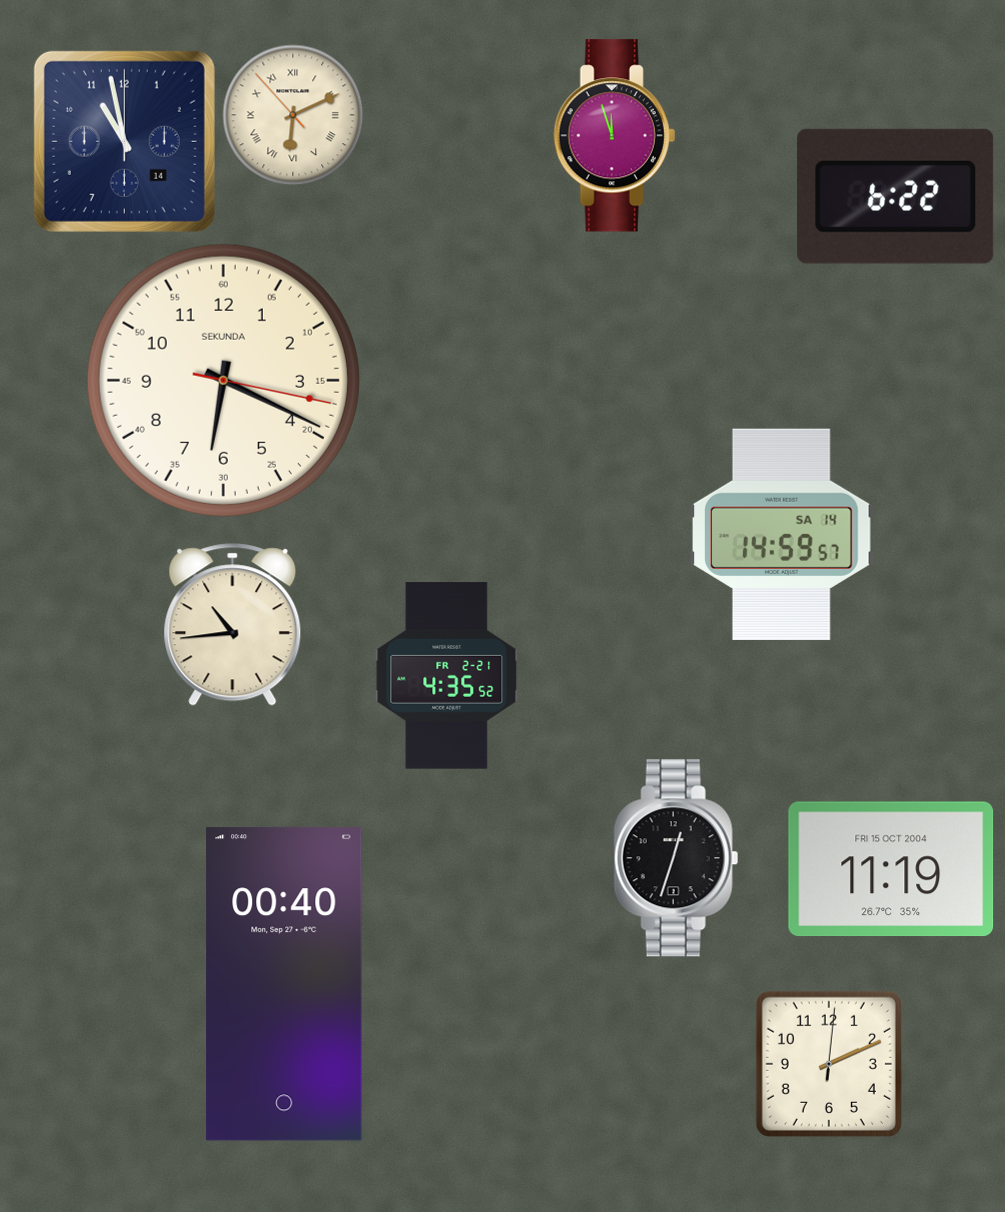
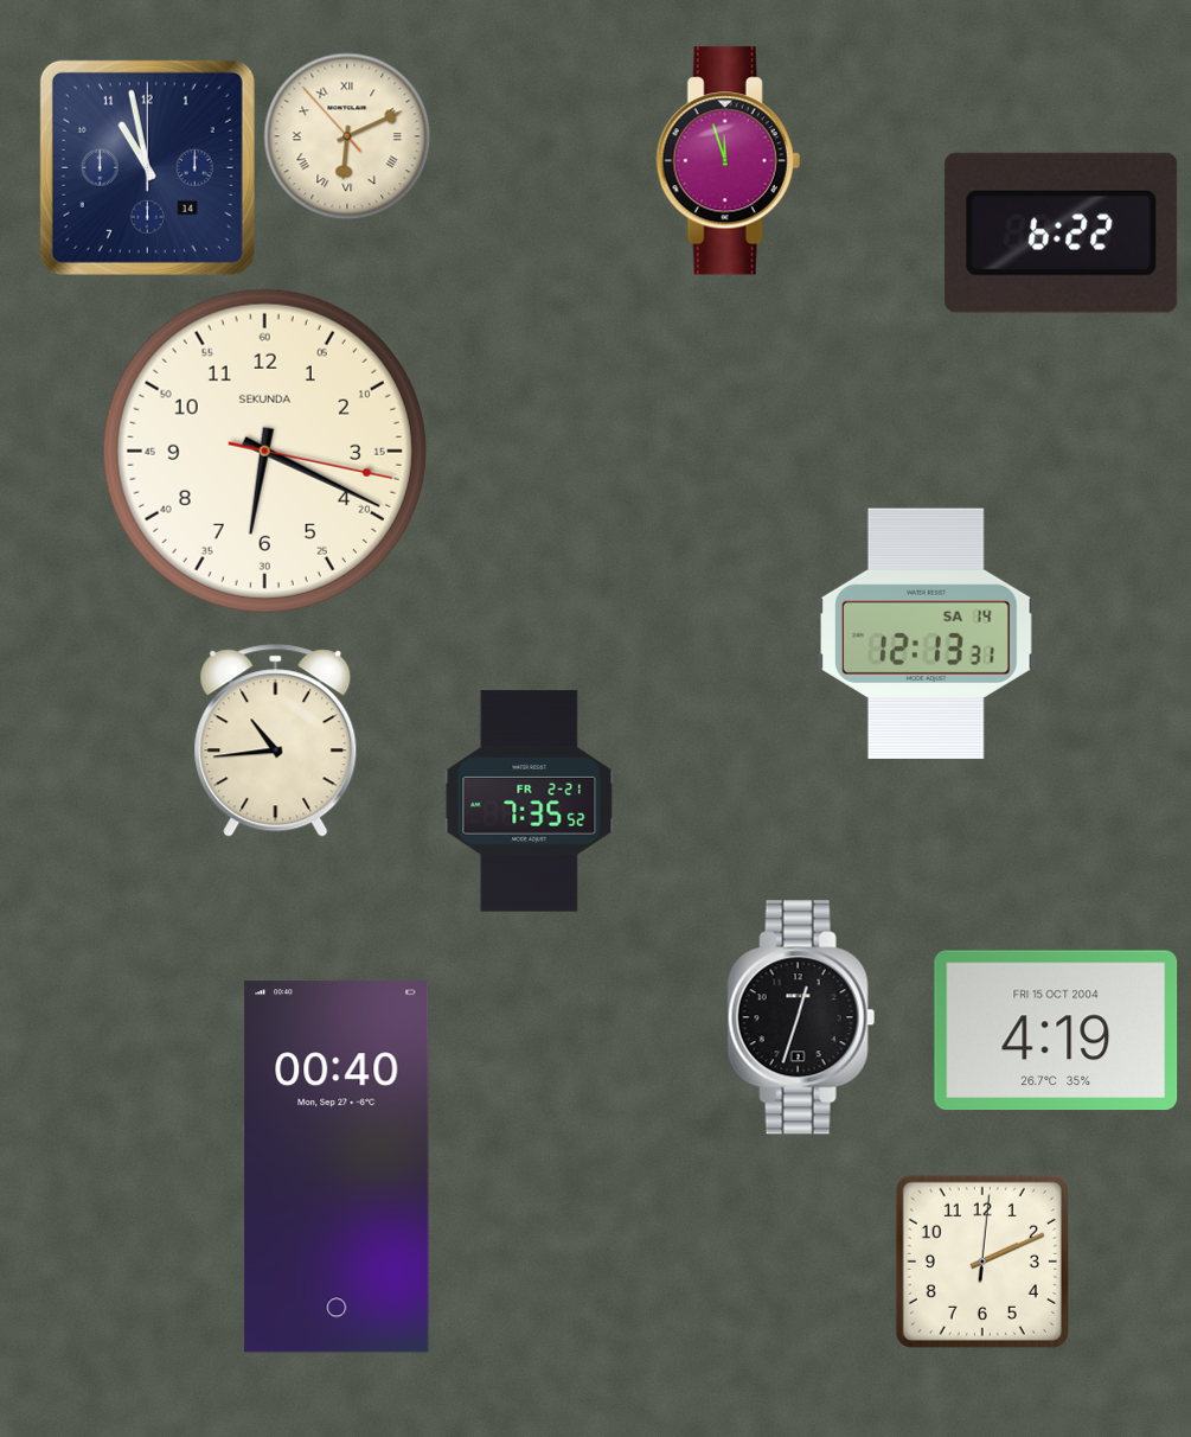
clock at (781, 534): 14:59 -> 12:13
clock at (447, 676): 4:35 -> 7:35
clock at (891, 869): 11:19 -> 4:19
